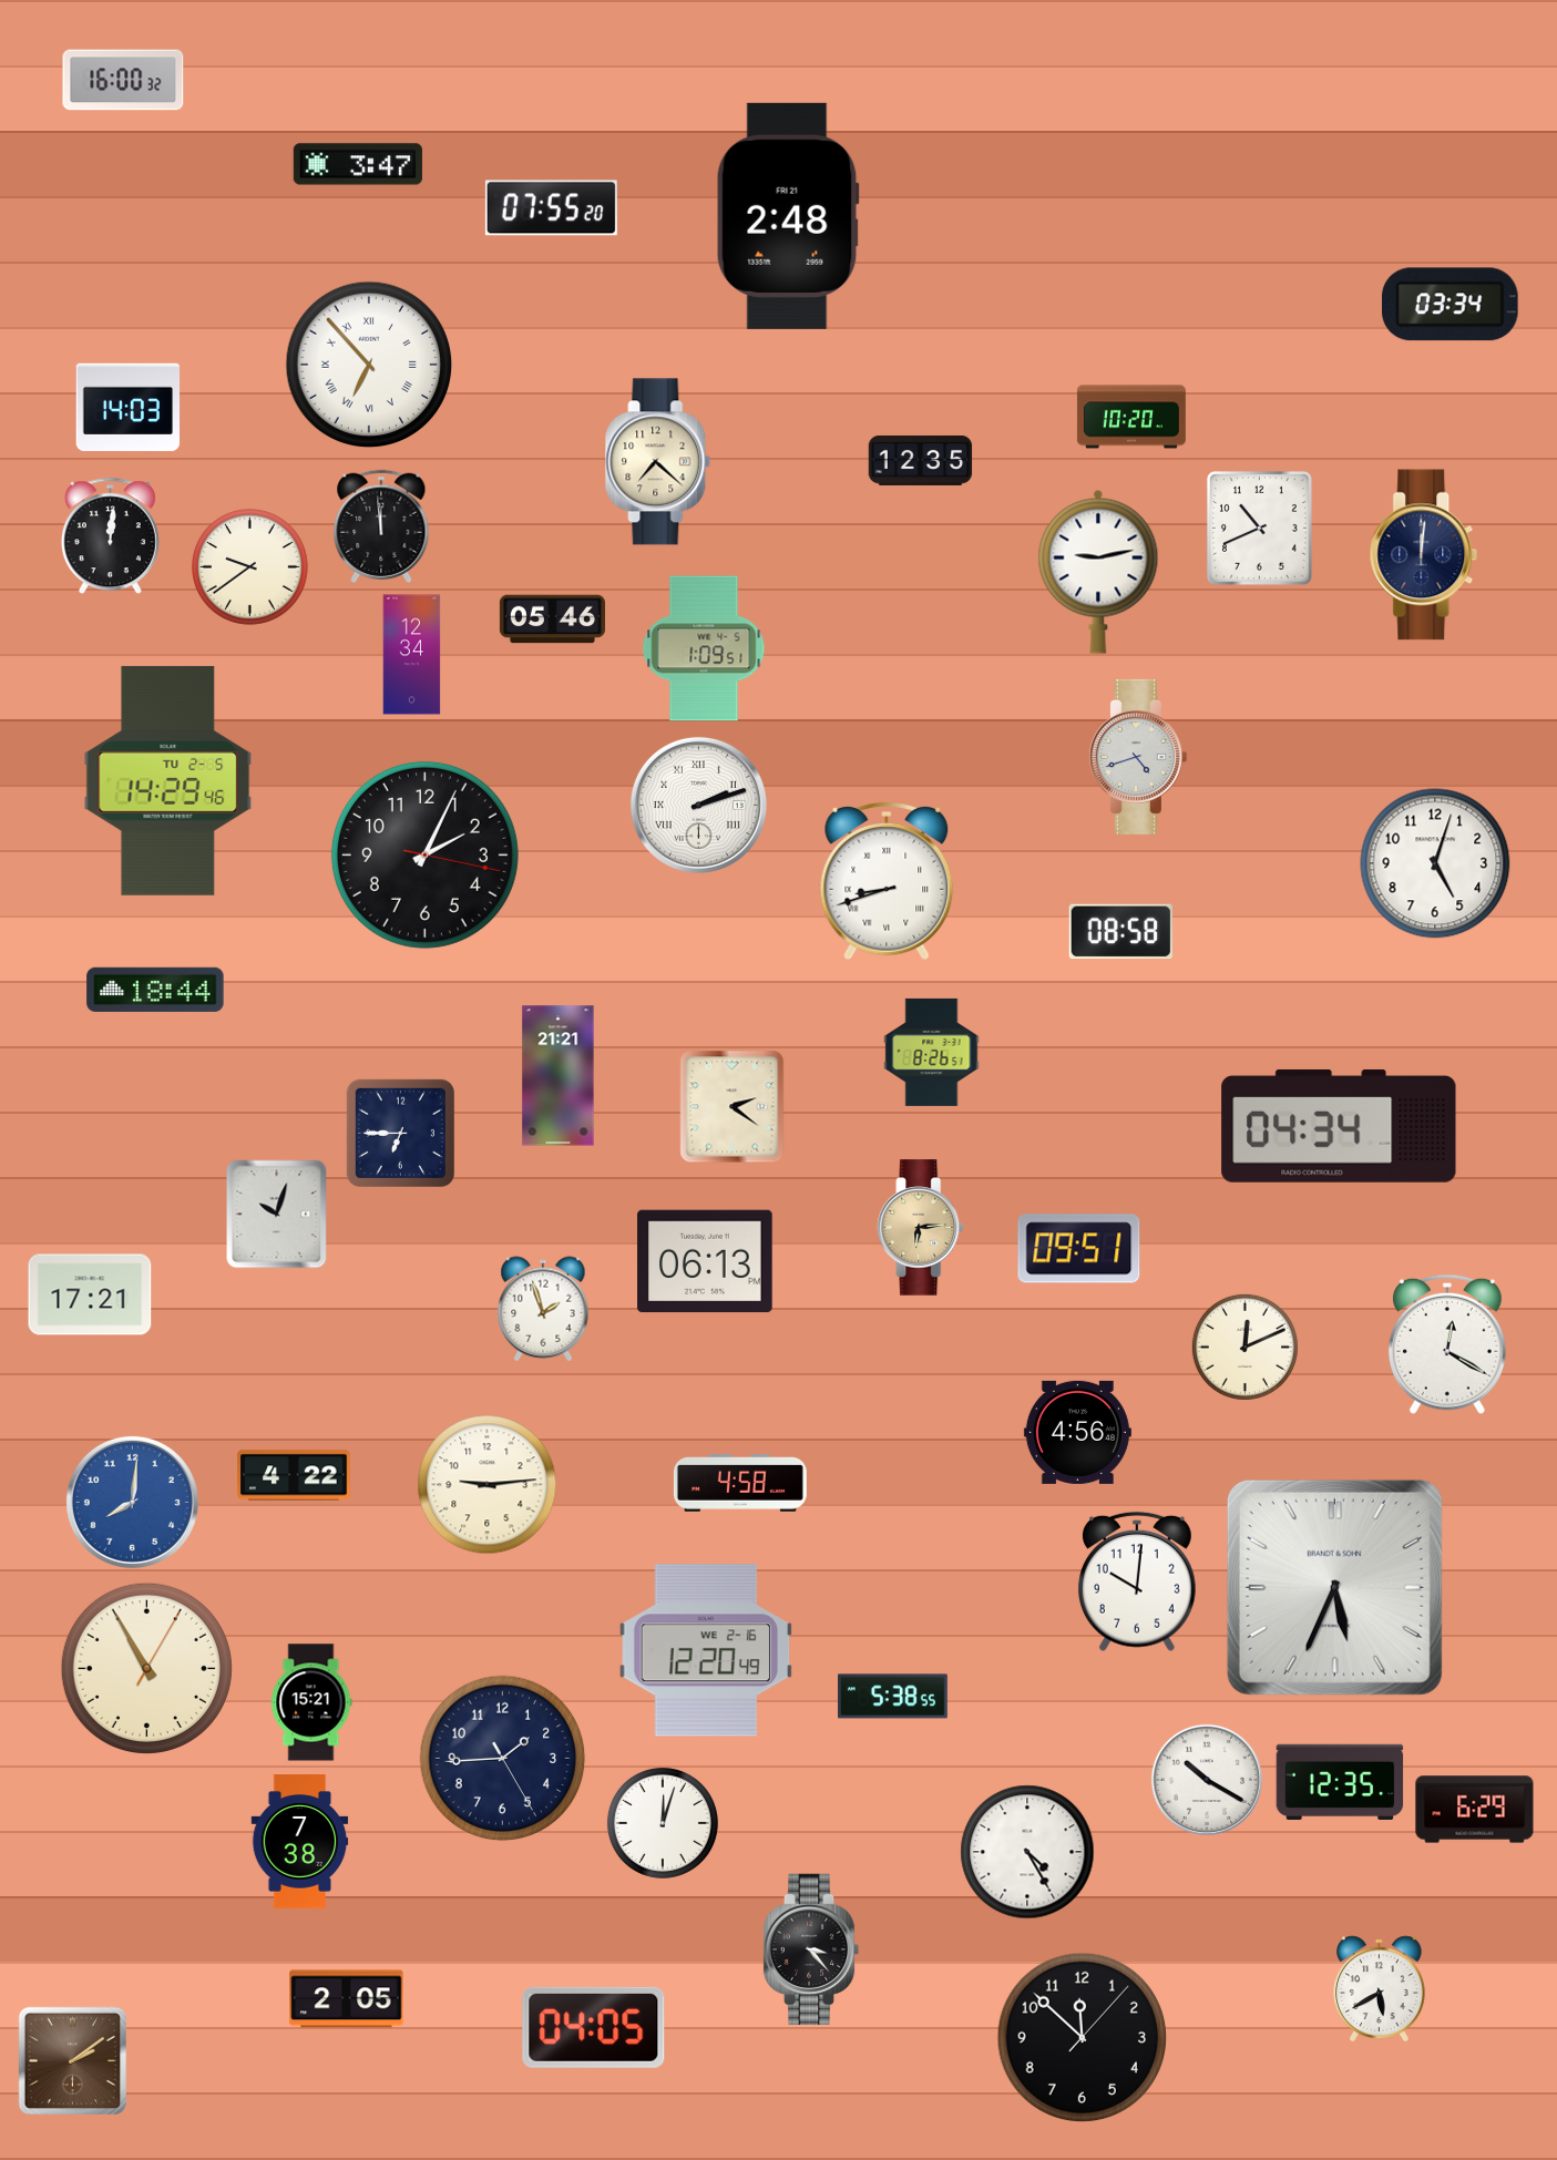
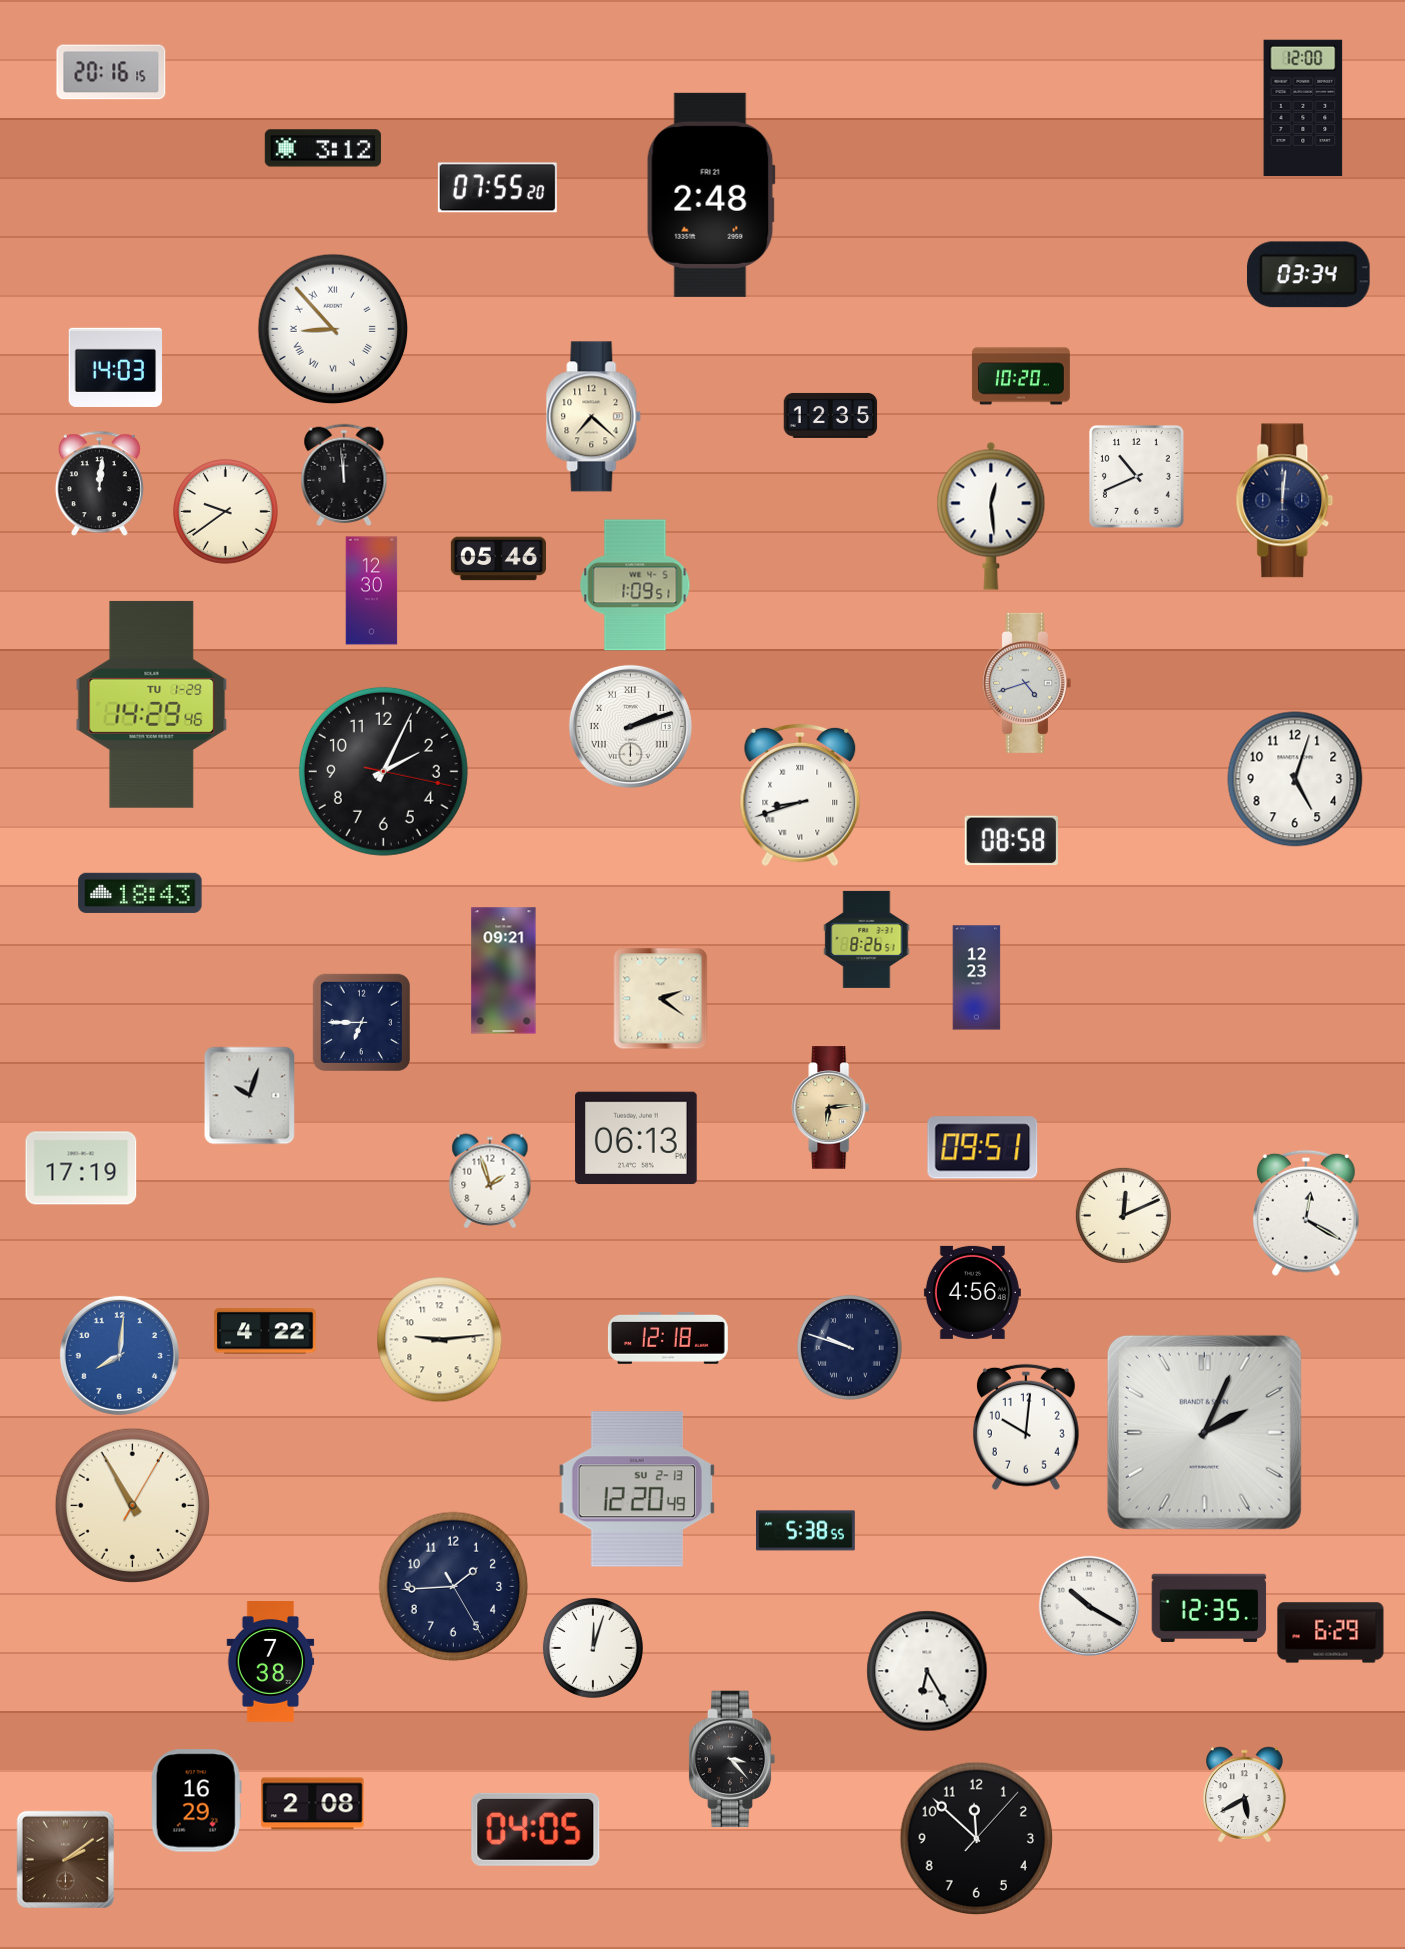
clock at (123, 80): 16:00 -> 20:16
clock at (1303, 108): none -> 12:00
clock at (358, 164): 3:47 -> 3:12
clock at (369, 365): 6:53 -> 8:53
clock at (1098, 572): 9:13 -> 12:29
clock at (412, 655): 12:34 -> 12:30
clock at (168, 780) date: TU 2-5 -> TU 1-29
clock at (155, 990): 18:44 -> 18:43
clock at (932, 1052) position: (932, 1052) -> (867, 939)
clock at (559, 1076): 21:21 -> 09:21
clock at (977, 978): none -> 12:23
clock at (1339, 1126): 04:34 -> none
clock at (1079, 1249) position: (1079, 1249) -> (983, 1148)
clock at (90, 1294): 17:21 -> 17:19
clock at (740, 1483): 4:58 -> 12:18
clock at (850, 1348): none -> 9:48
clock at (1334, 1587): 5:34 -> 2:04
clock at (706, 1650) date: WE 2-16 -> SU 2-13
clock at (311, 1702): 15:21 -> none
clock at (663, 1823) position: (663, 1823) -> (593, 1648)
clock at (1027, 1852): 4:25 -> 6:25
clock at (196, 1801): none -> 16:29
clock at (347, 1999): 2:05 -> 2:08
